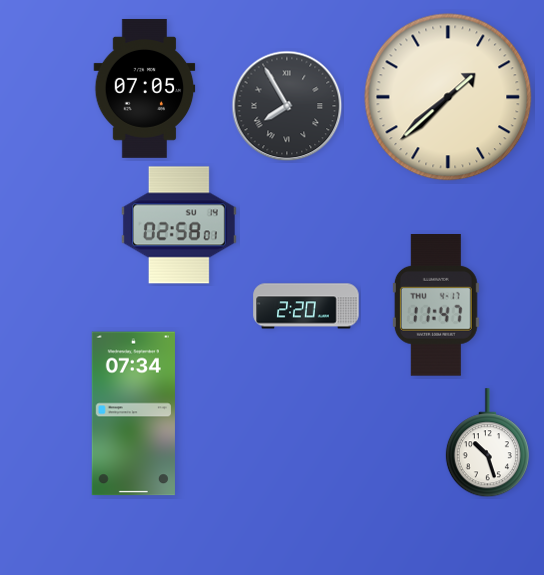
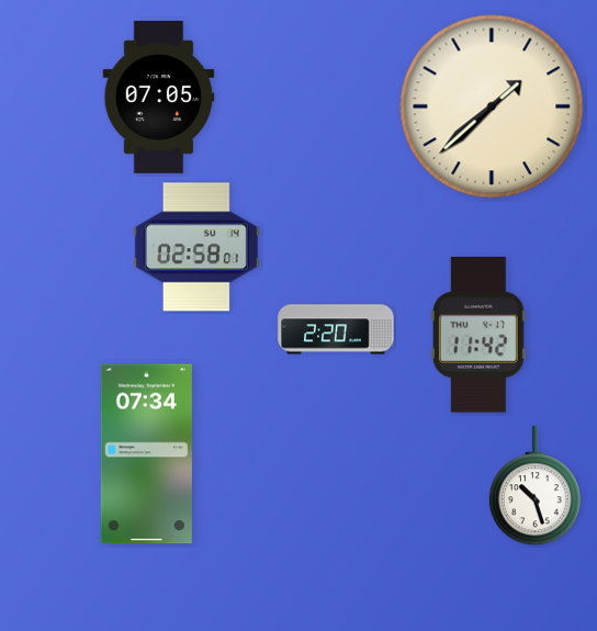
clock at (287, 106): 7:55 -> none
clock at (306, 306) position: (306, 306) -> (336, 329)
clock at (436, 306): 11:47 -> 11:42
